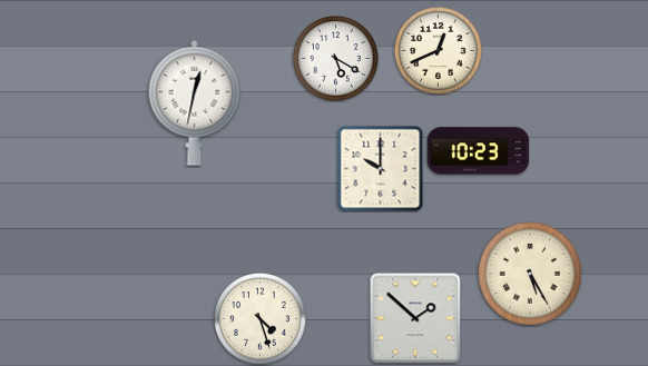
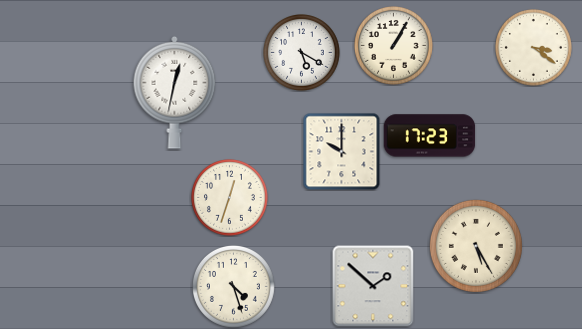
clock at (439, 51): 12:41 -> 1:05
clock at (534, 48): none -> 3:21
clock at (479, 151): 10:23 -> 17:23
clock at (230, 198): none -> 12:33
